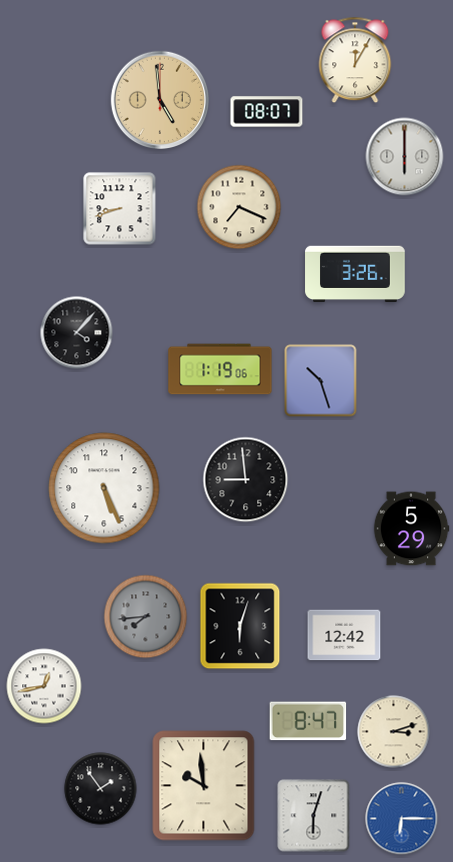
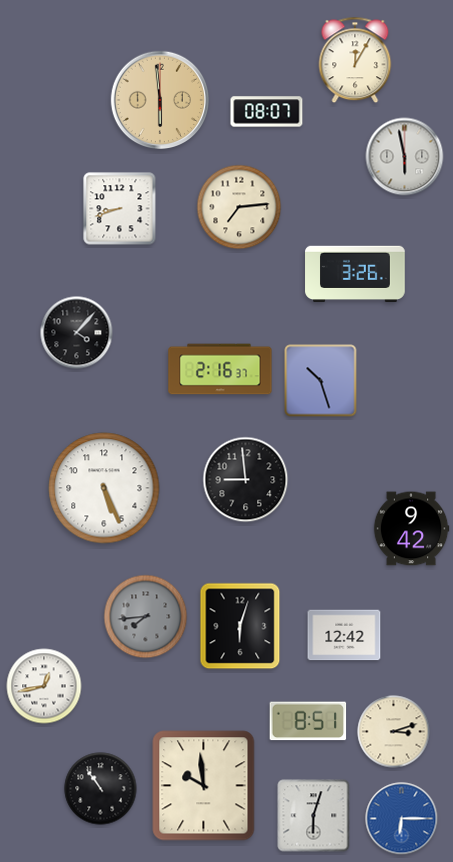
clock at (160, 100): 4:59 -> 5:59
clock at (405, 157): 6:00 -> 5:58
clock at (239, 207): 7:19 -> 7:14
clock at (220, 369): 1:19 -> 2:16
clock at (411, 529): 5:29 -> 9:42
clock at (308, 721): 8:47 -> 8:51
clock at (101, 789): 1:54 -> 10:54
